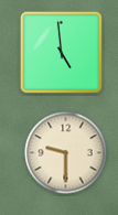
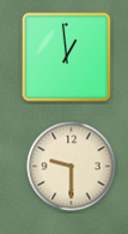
clock at (61, 52): 4:59 -> 12:59
